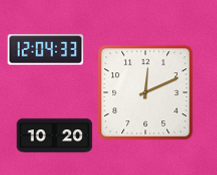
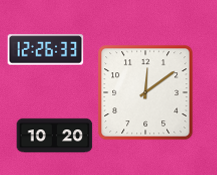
clock at (46, 50): 12:04 -> 12:26
clock at (146, 93): 12:11 -> 12:09
